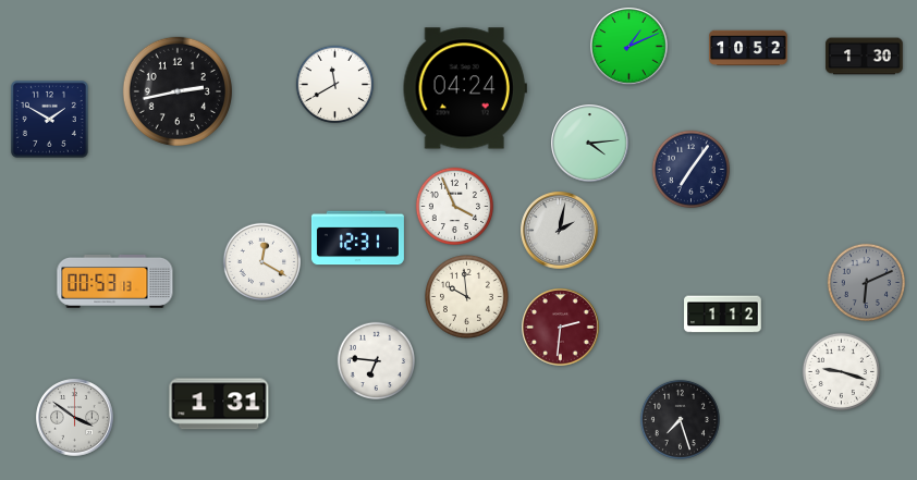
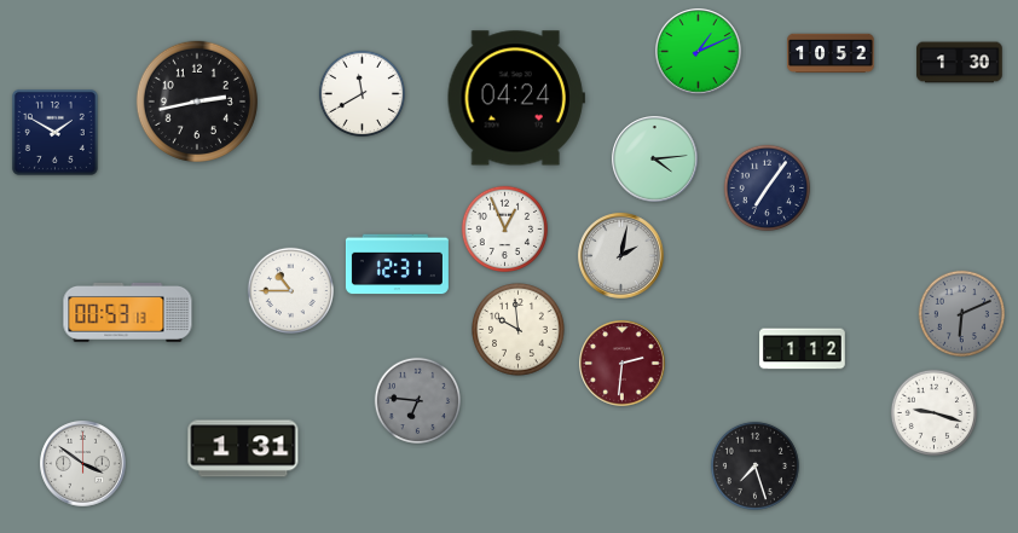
clock at (334, 84) position: (334, 84) -> (361, 93)
clock at (454, 206): 3:56 -> 12:56
clock at (261, 261): 12:20 -> 10:45
clock at (376, 360) dial: white -> grey
